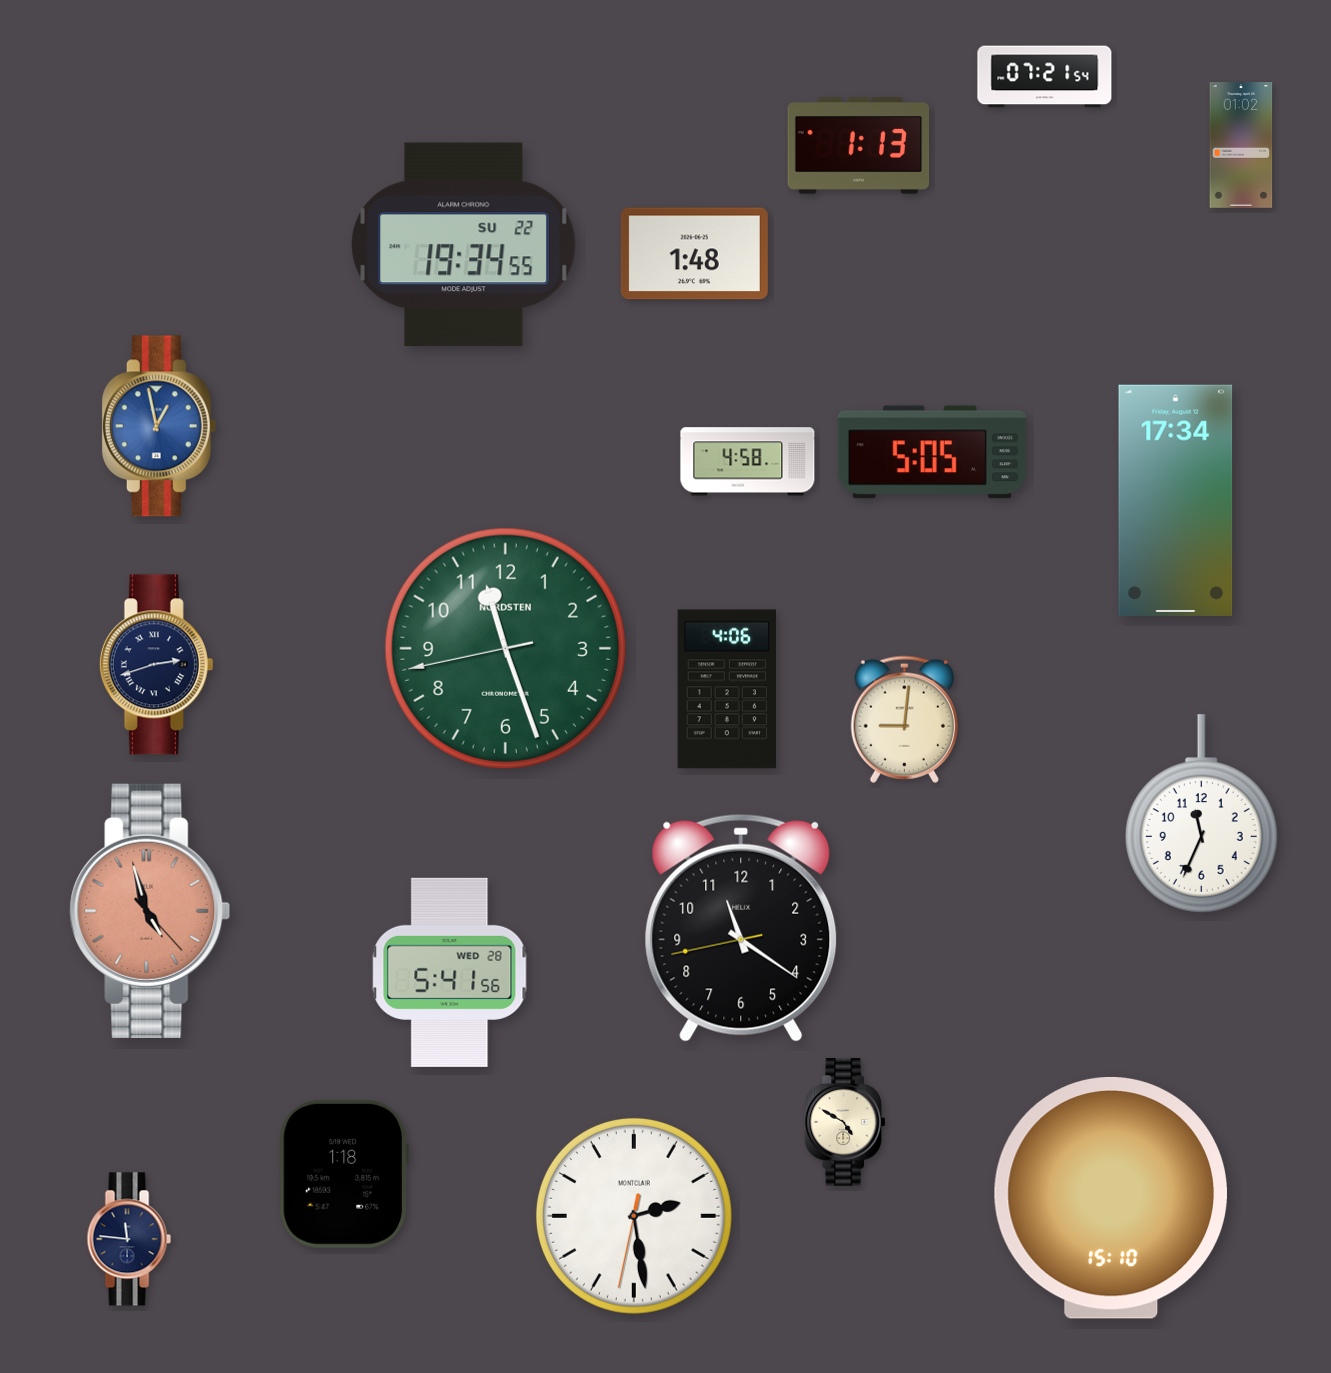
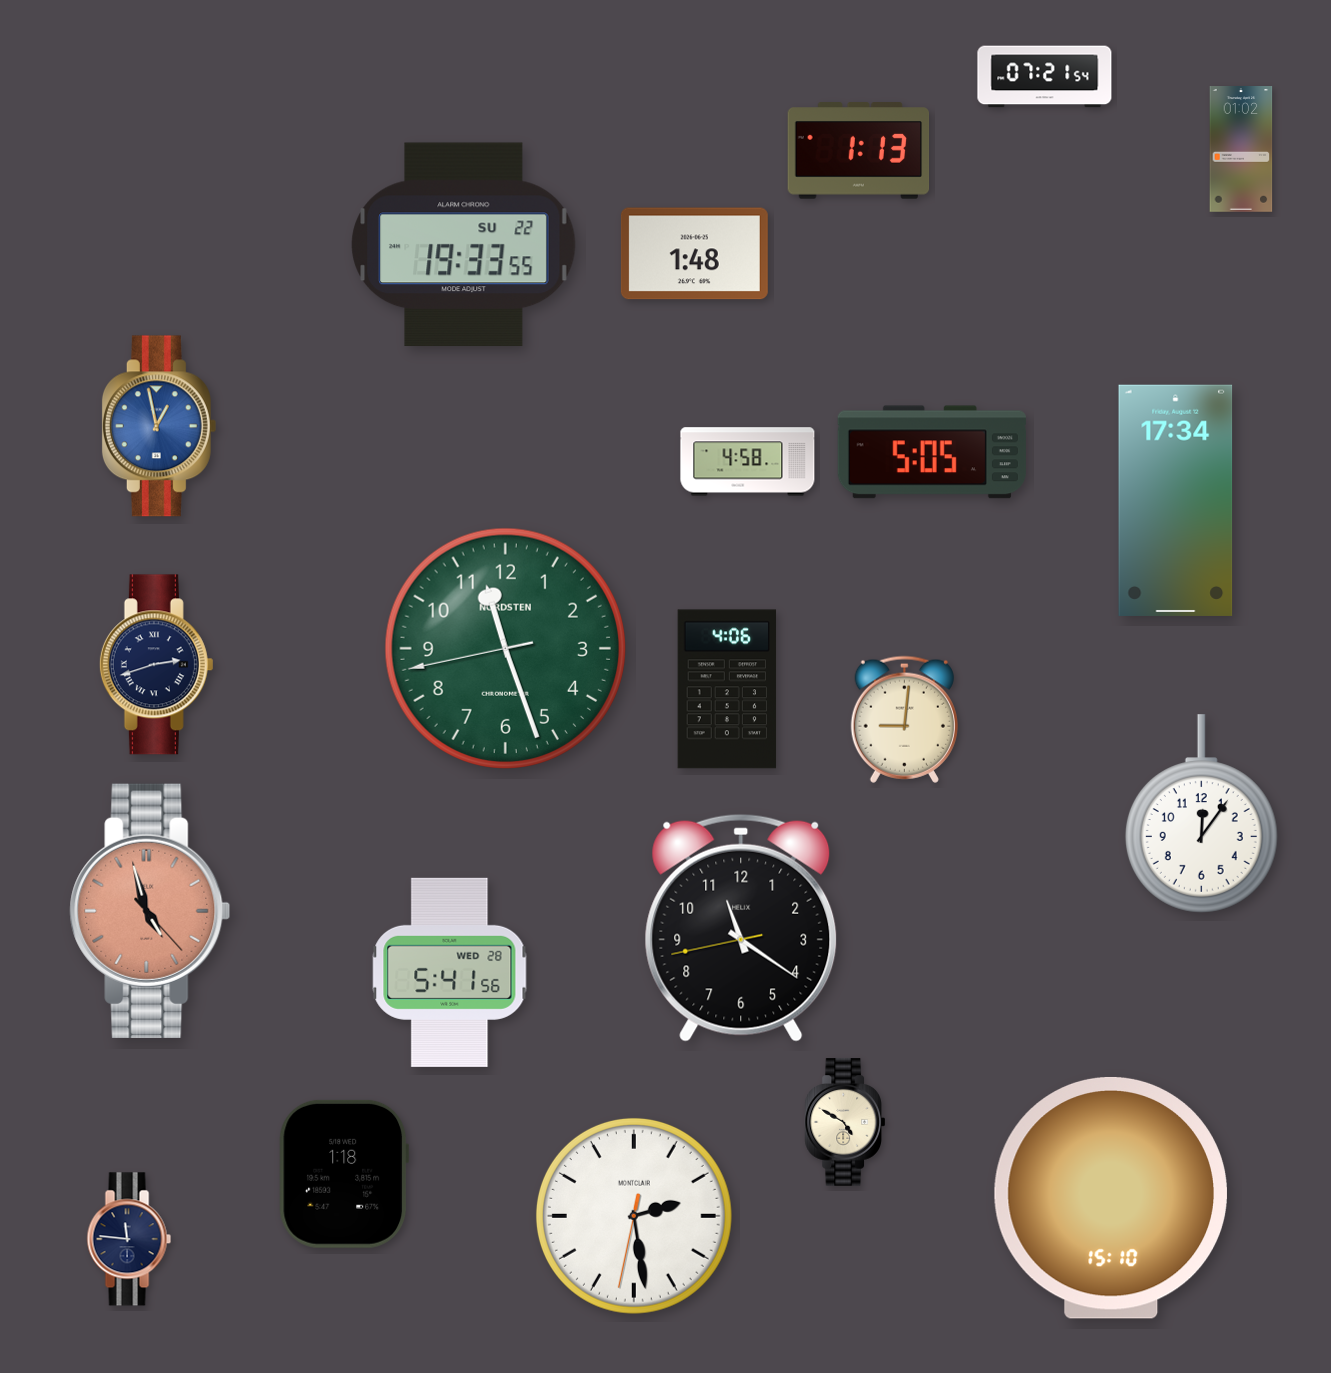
clock at (859, 146) position: (859, 146) -> (859, 151)
clock at (1241, 146) position: (1241, 146) -> (1241, 150)
clock at (464, 245): 19:34 -> 19:33
clock at (1201, 814): 11:34 -> 12:06
